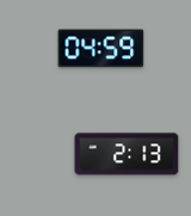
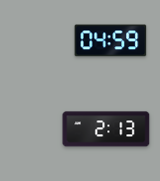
clock at (101, 49) position: (101, 49) -> (111, 41)
